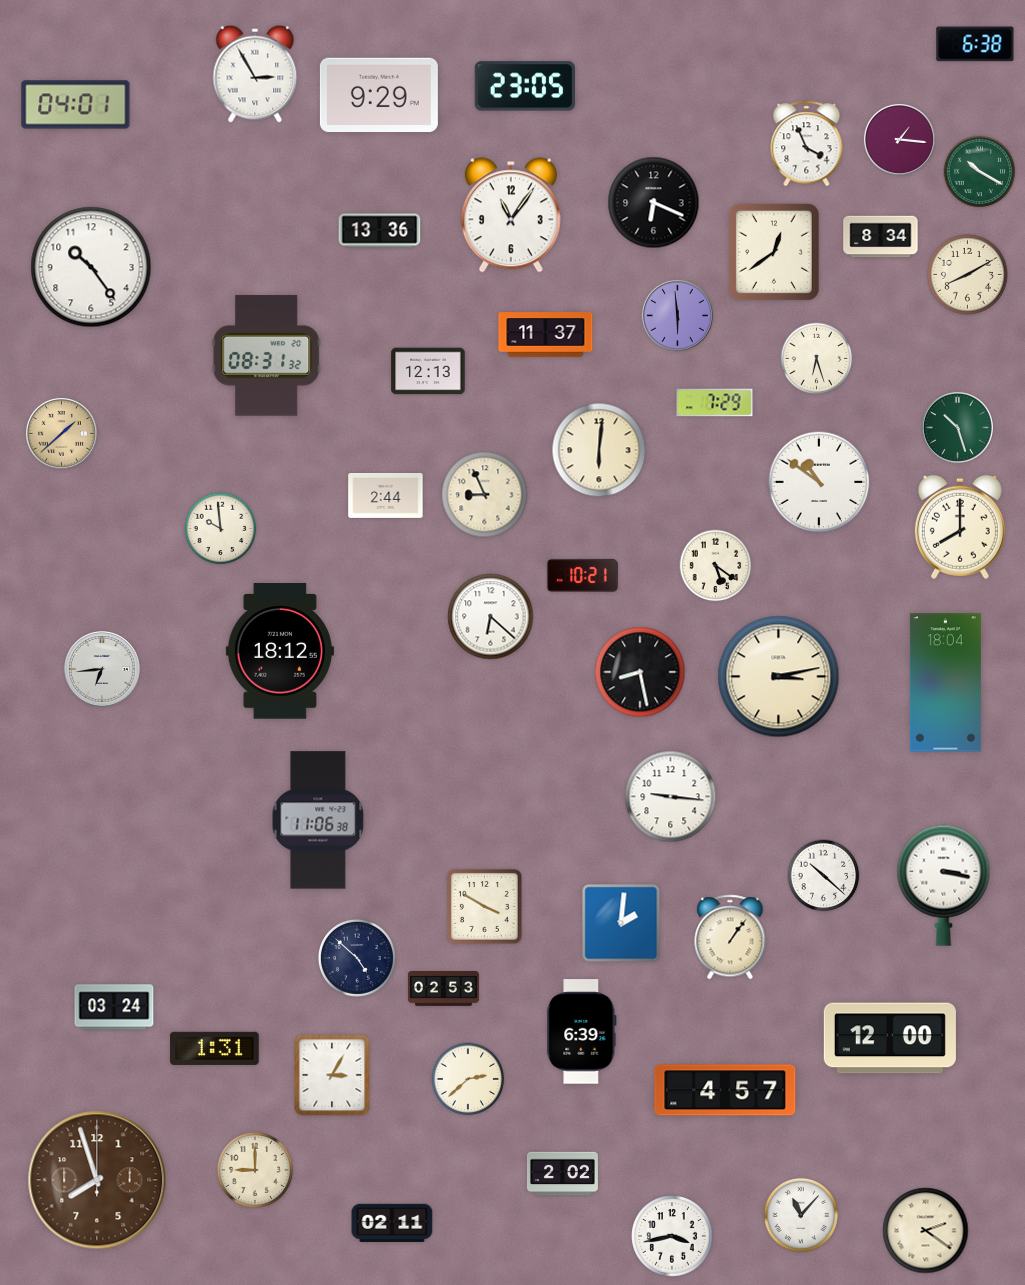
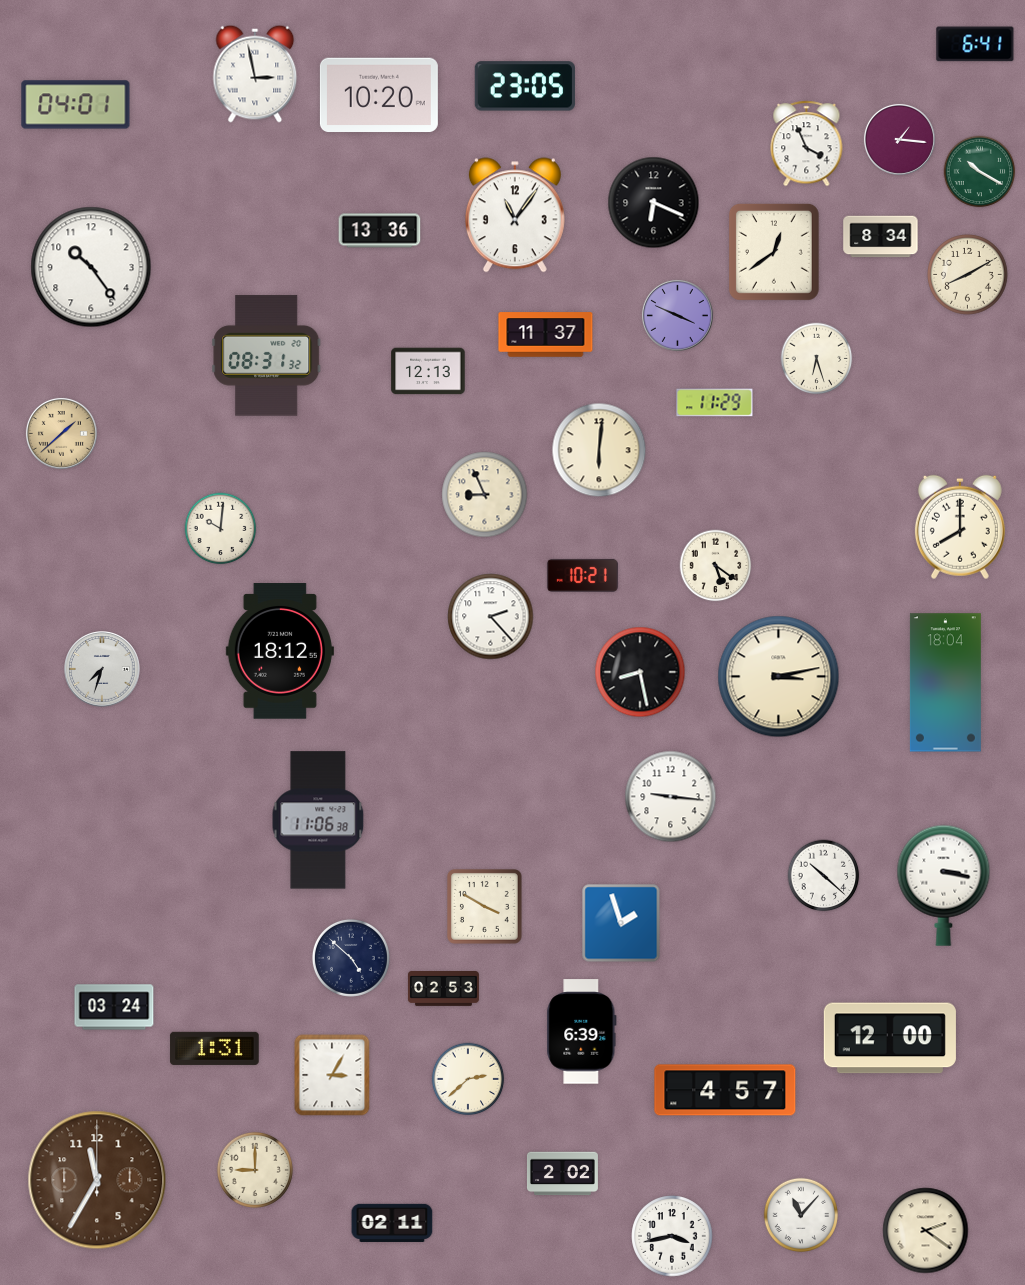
clock at (975, 44): 6:38 -> 6:41
clock at (255, 74): 2:55 -> 2:58
clock at (379, 95): 9:29 -> 10:20
clock at (511, 215) position: (511, 215) -> (515, 215)
clock at (677, 315): 5:59 -> 3:49
clock at (715, 403): 7:29 -> 11:29
clock at (957, 427): 10:27 -> none
clock at (819, 482): 10:51 -> none
clock at (386, 496): 2:44 -> none
clock at (221, 529): 9:59 -> 10:01
clock at (491, 617): 6:22 -> 2:23
clock at (102, 669): 6:44 -> 7:33
clock at (621, 923): 2:01 -> 1:57
clock at (730, 937): 1:06 -> none
clock at (357, 958) position: (357, 958) -> (351, 958)
clock at (97, 1180): 7:57 -> 11:35
